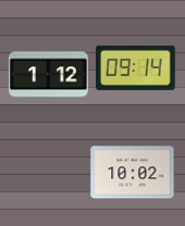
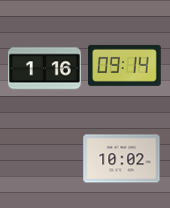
clock at (136, 67) position: (136, 67) -> (125, 65)
clock at (49, 75): 1:12 -> 1:16
